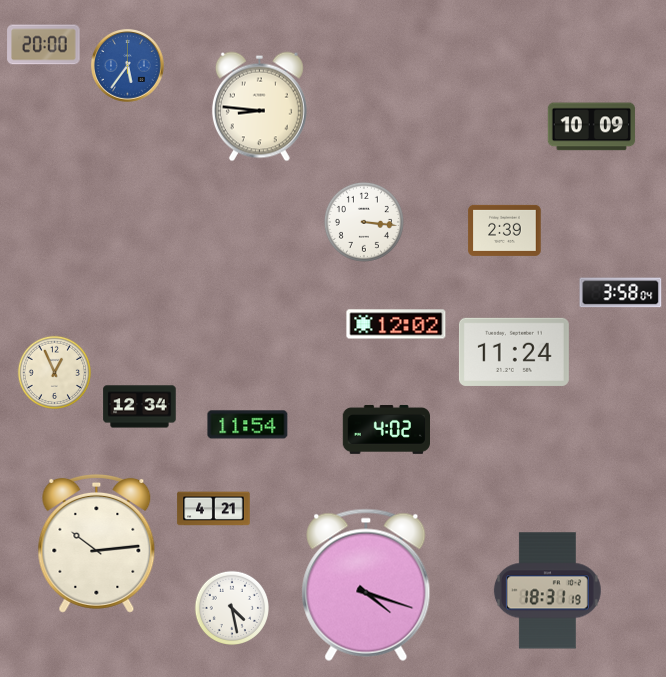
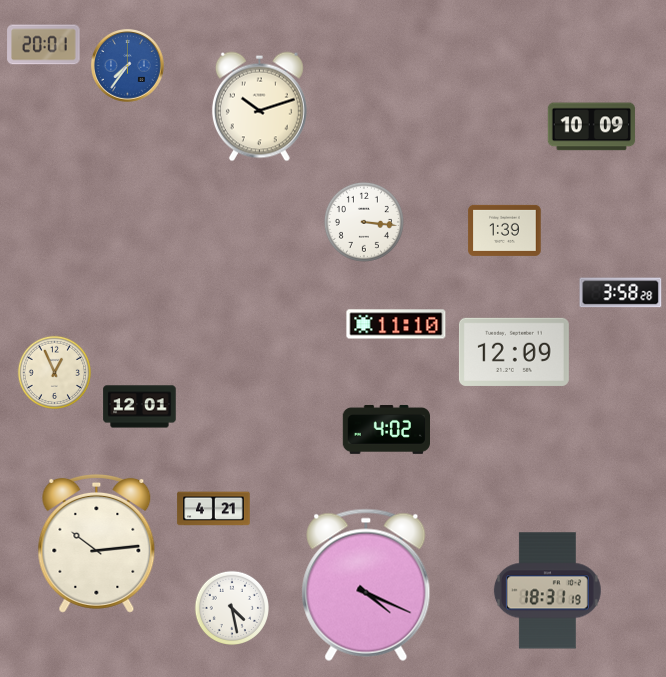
clock at (44, 45): 20:00 -> 20:01
clock at (128, 66): 5:36 -> 7:36
clock at (259, 107): 8:46 -> 10:12
clock at (505, 230): 2:39 -> 1:39
clock at (621, 293): 3:58:04 -> 3:58:28
clock at (396, 324): 12:02 -> 11:10
clock at (514, 352): 11:24 -> 12:09
clock at (140, 407): 12:34 -> 12:01
clock at (248, 425): 11:54 -> none
clock at (366, 585): 4:18 -> 4:19
